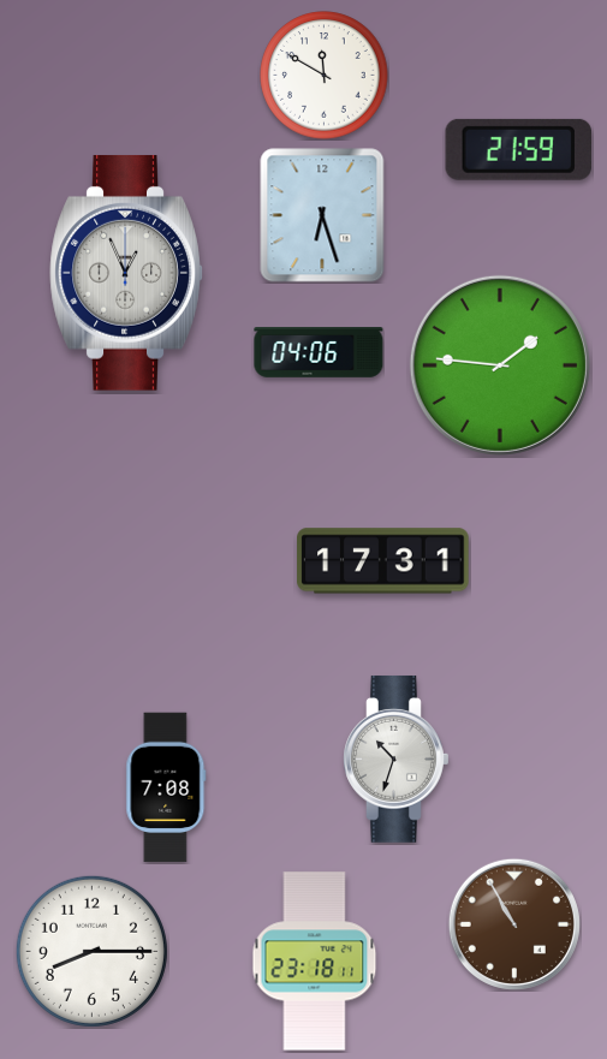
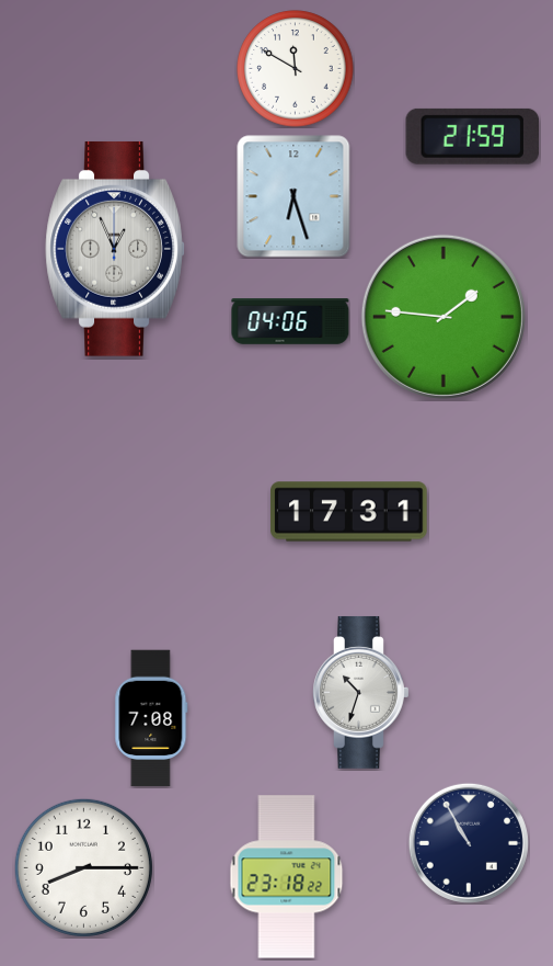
clock at (500, 365) position: (500, 365) -> (443, 317)
clock at (514, 924) dial: brown -> navy
clock at (315, 962): 23:18:11 -> 23:18:22
